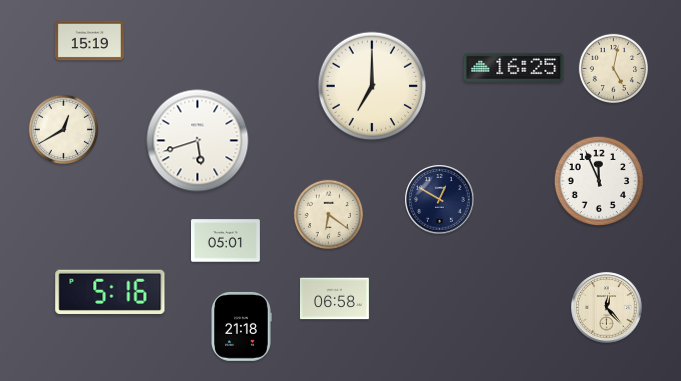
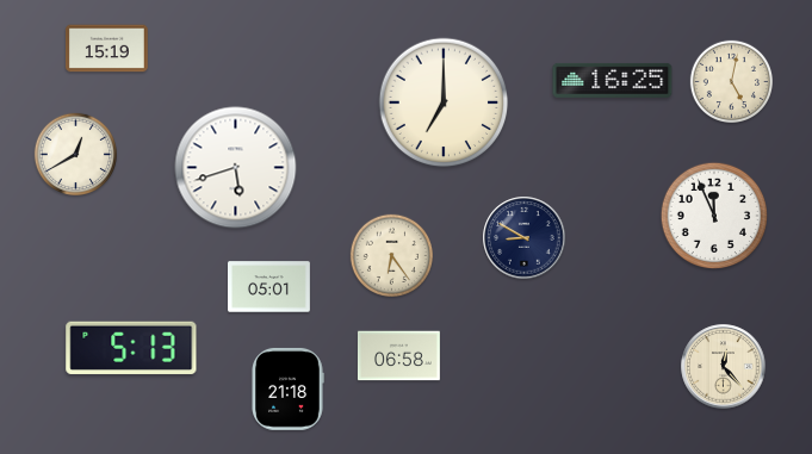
clock at (440, 200): 12:50 -> 8:50
clock at (328, 214): 6:21 -> 6:24
clock at (110, 291): 5:16 -> 5:13
